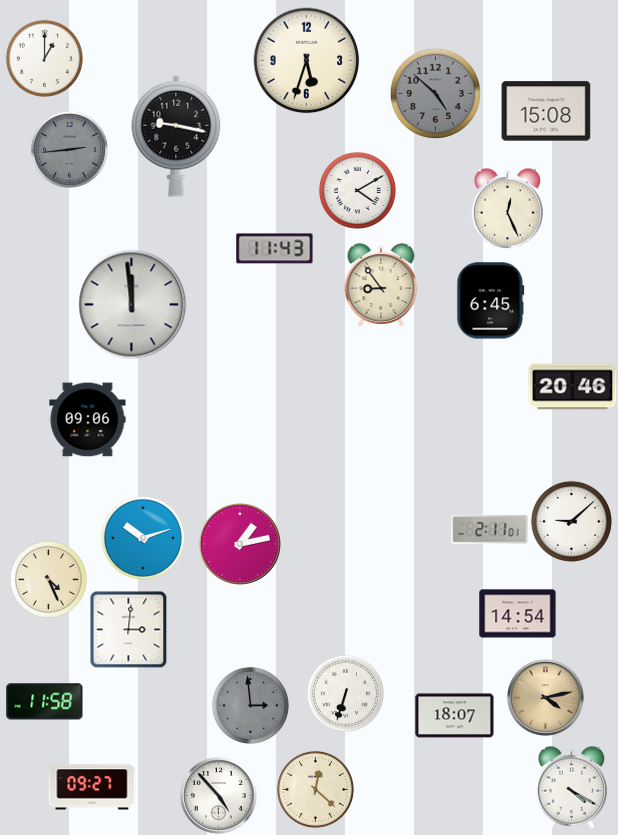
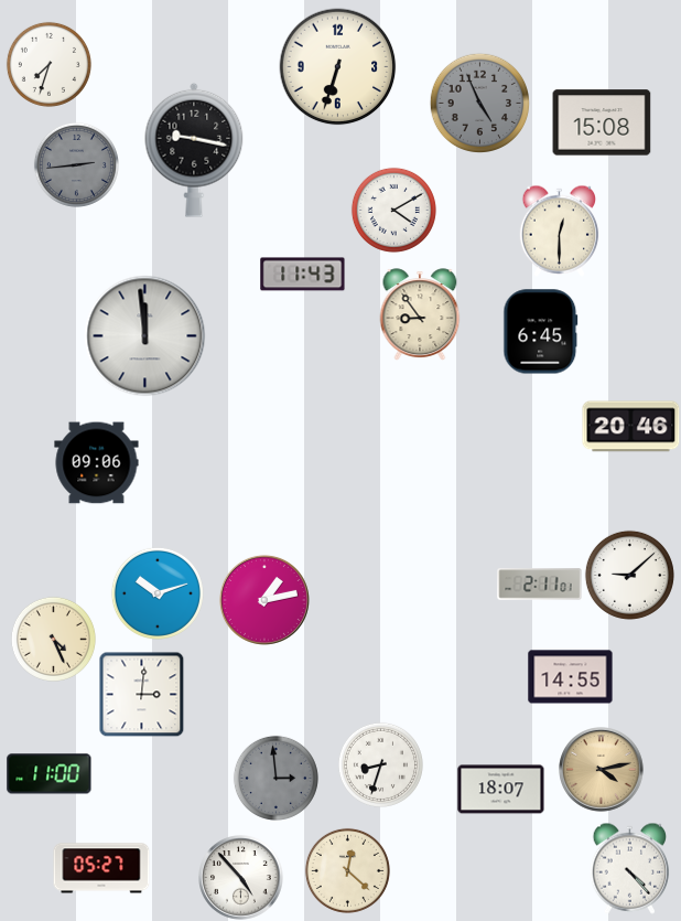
clock at (44, 58): 1:00 -> 7:33
clock at (307, 61): 5:33 -> 6:33
clock at (435, 93): 4:52 -> 4:56
clock at (508, 209): 12:26 -> 12:30
clock at (518, 614): 14:54 -> 14:55
clock at (345, 693): 6:33 -> 8:33
clock at (45, 702): 11:58 -> 11:00
clock at (92, 787): 09:27 -> 05:27
clock at (572, 787): 4:20 -> 4:23
